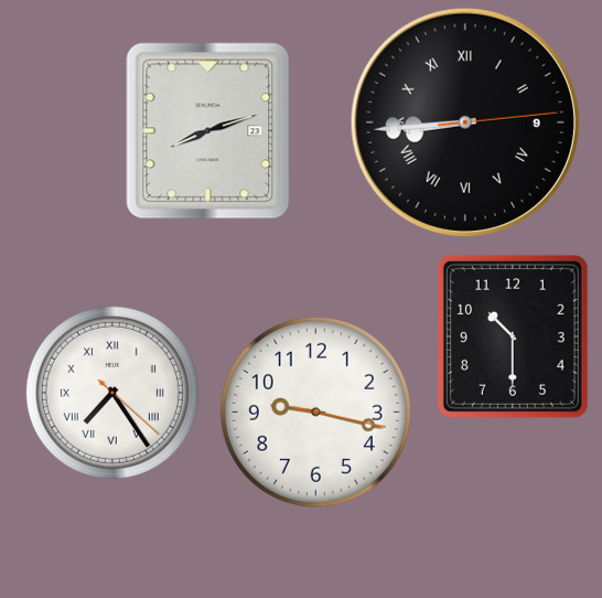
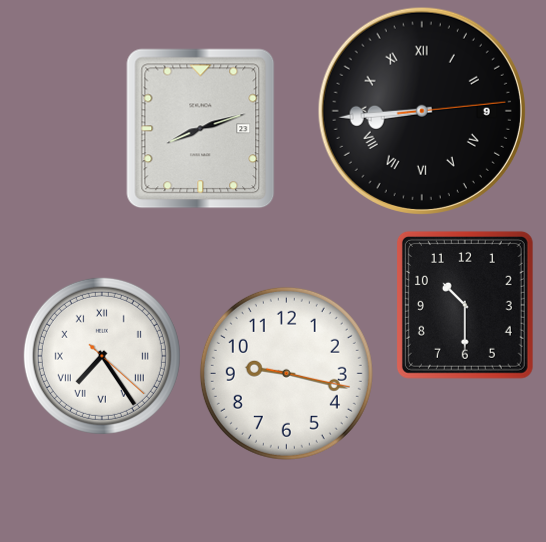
clock at (208, 131) position: (208, 131) -> (201, 129)
